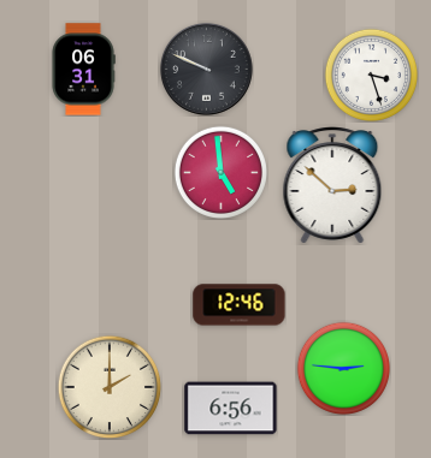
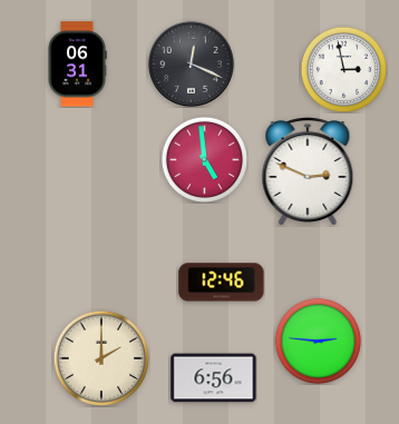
clock at (207, 70): 9:49 -> 12:19
clock at (371, 75): 3:27 -> 2:58
clock at (332, 185): 2:52 -> 2:49
